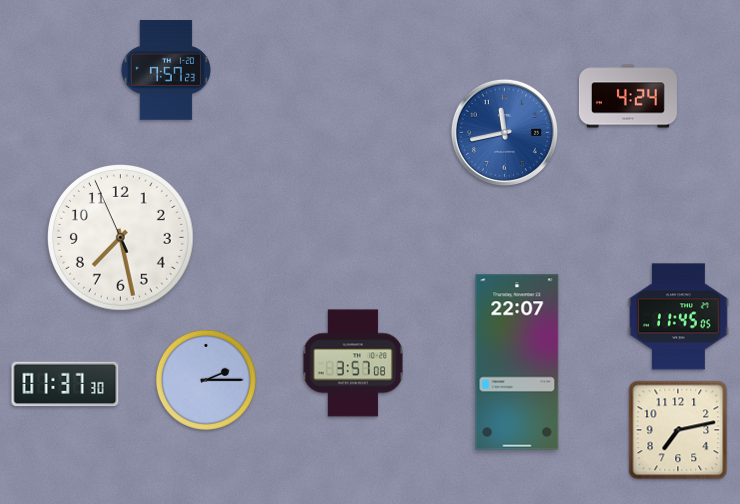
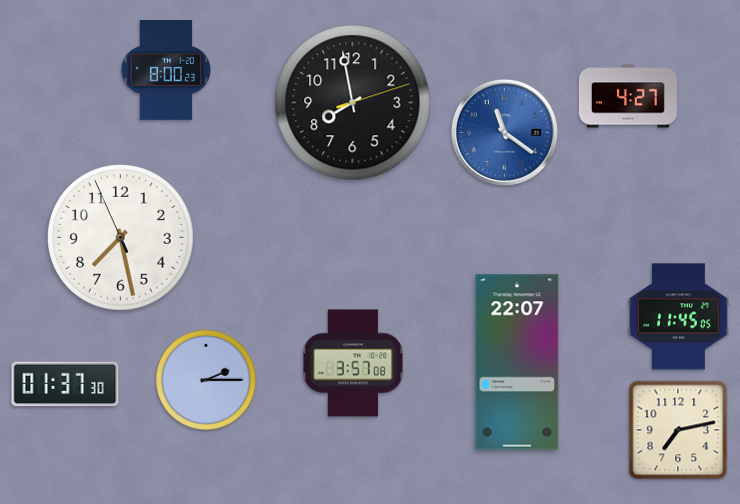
clock at (165, 70): 7:57 -> 8:00
clock at (628, 96): 4:24 -> 4:27
clock at (353, 103): none -> 7:58
clock at (504, 132): 11:43 -> 11:21
